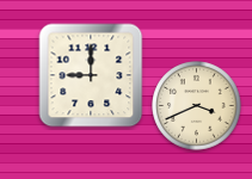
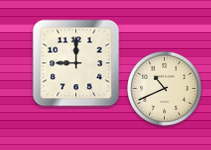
clock at (197, 106): 3:41 -> 10:41
